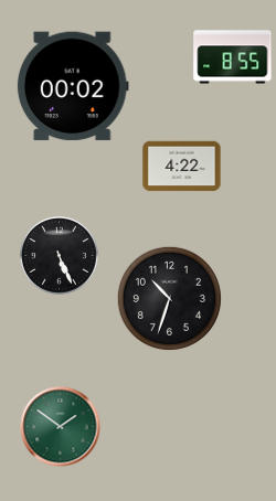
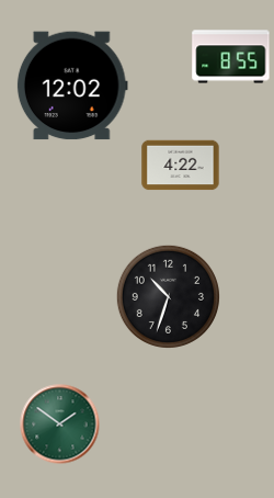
clock at (73, 86): 00:02 -> 12:02
clock at (60, 256): 5:26 -> none
